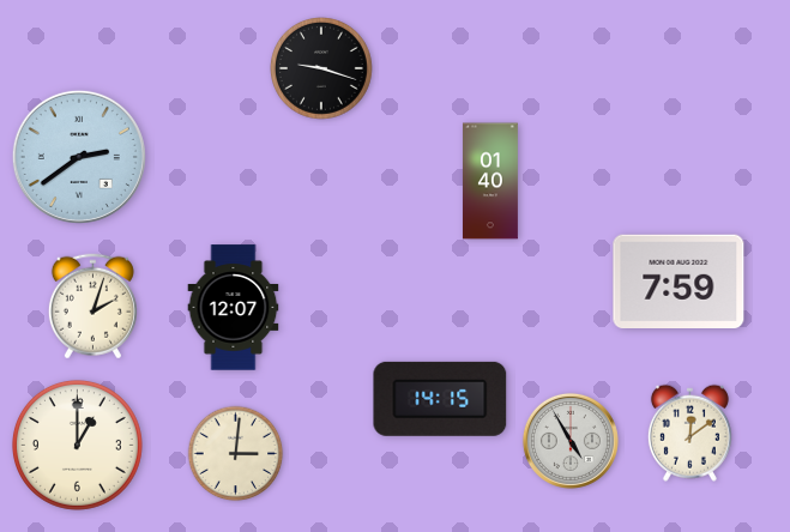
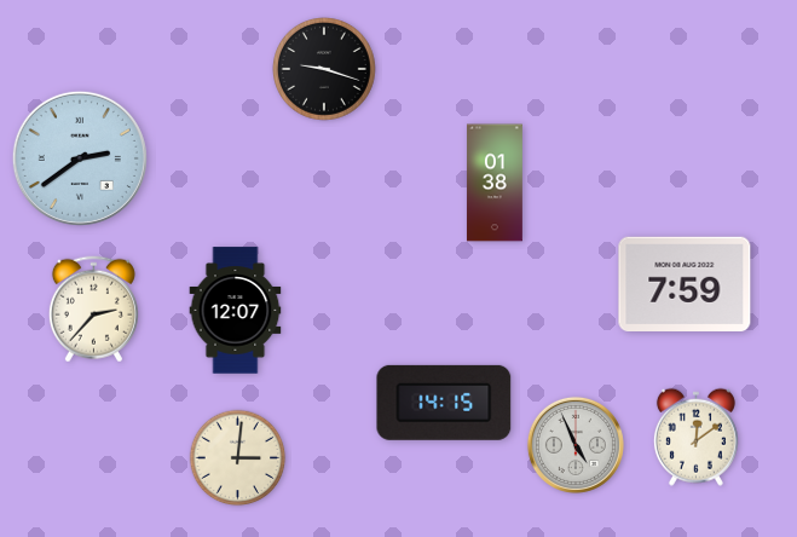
clock at (490, 181): 01:40 -> 01:38
clock at (92, 307): 2:03 -> 2:37
clock at (571, 441): 4:55 -> 4:56
clock at (77, 445): 1:00 -> none
